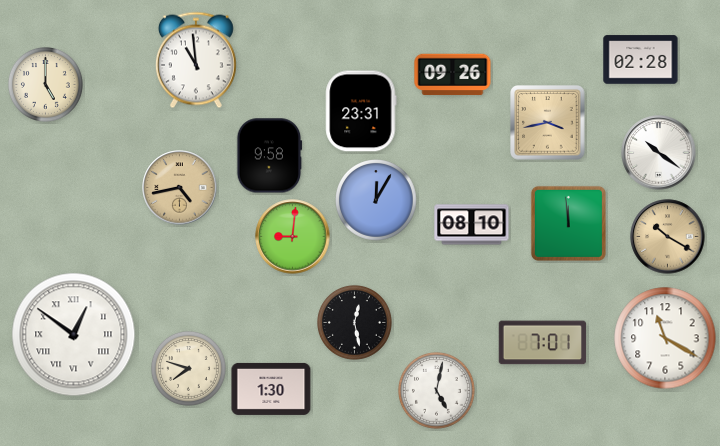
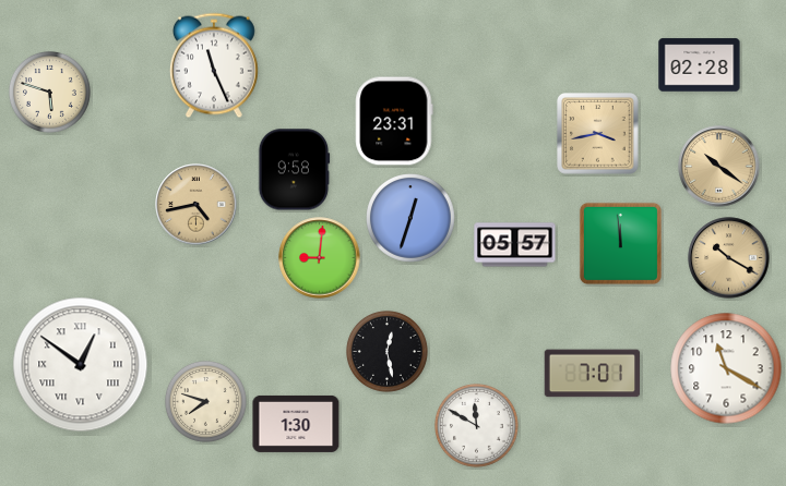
clock at (196, 60): 10:59 -> 11:26
clock at (453, 75): 09:26 -> none
clock at (45, 84): 5:00 -> 5:48
clock at (659, 153) dial: white -> champagne
clock at (377, 201): 12:05 -> 12:33
clock at (472, 225): 08:10 -> 05:57
clock at (437, 391): 5:02 -> 11:50
